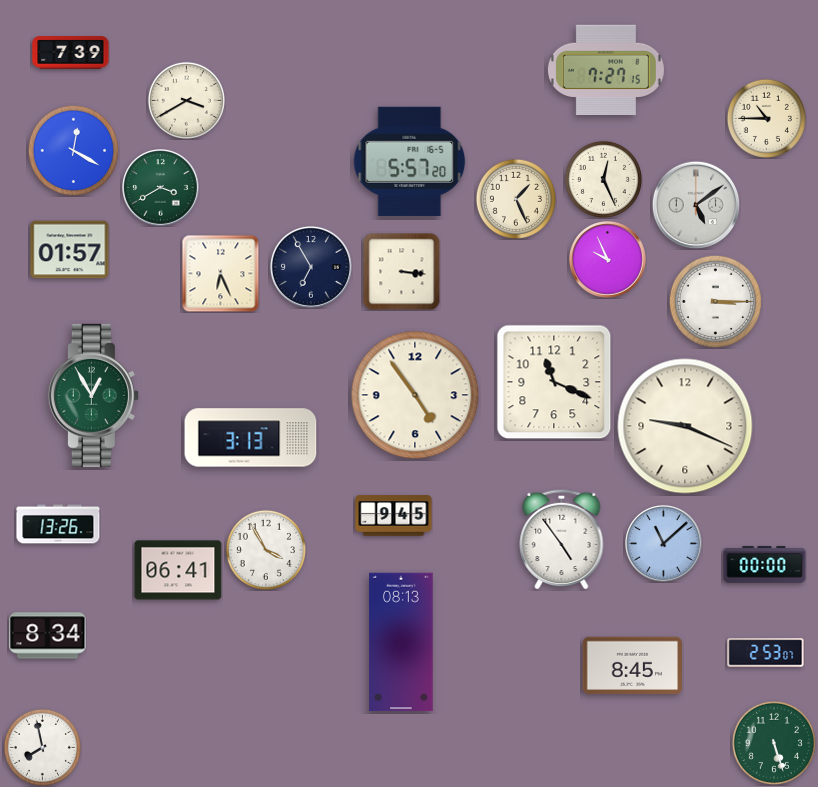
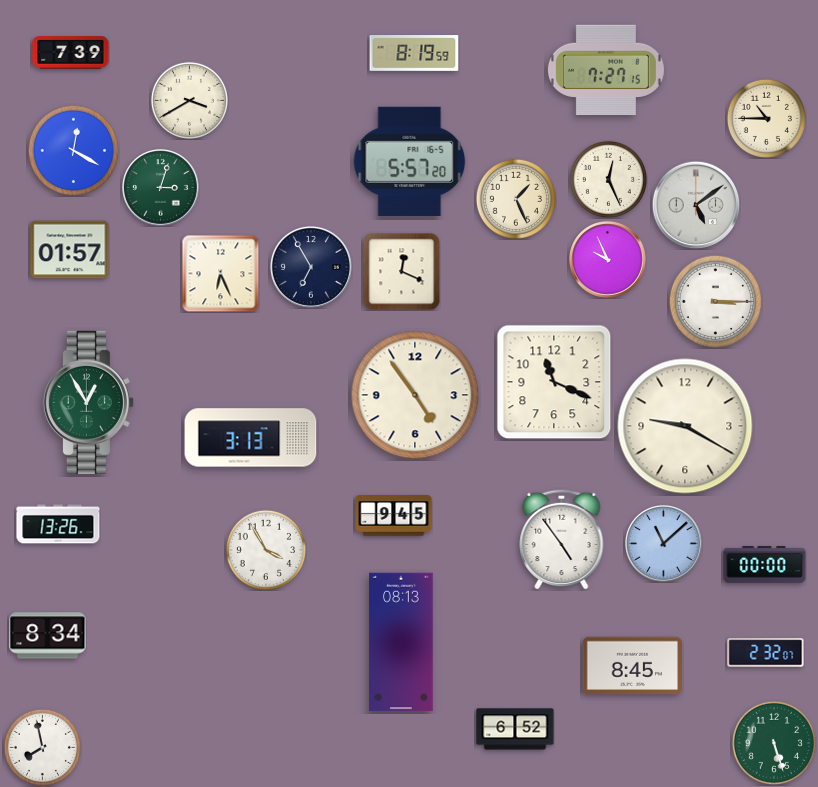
clock at (414, 54): none -> 8:19
clock at (186, 100) position: (186, 100) -> (189, 100)
clock at (603, 179) position: (603, 179) -> (608, 179)
clock at (161, 188): 3:40 -> 3:03
clock at (401, 272): 3:16 -> 12:19
clock at (93, 395) position: (93, 395) -> (88, 402)
clock at (685, 426): 9:19 -> 9:20
clock at (178, 570): 06:41 -> none
clock at (766, 653): 2:53 -> 2:32
clock at (515, 729): none -> 6:52
